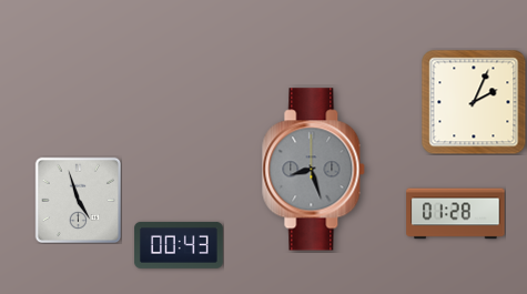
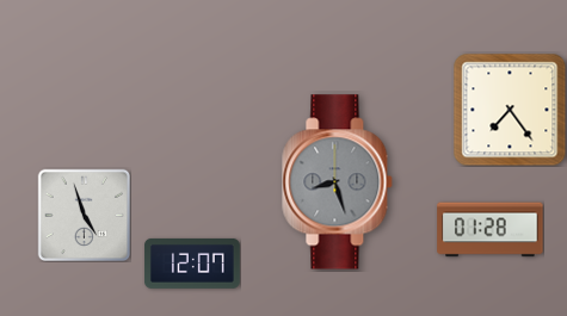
clock at (474, 102): 2:04 -> 7:24
clock at (179, 245): 00:43 -> 12:07
